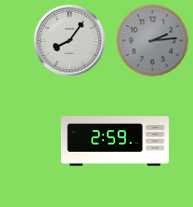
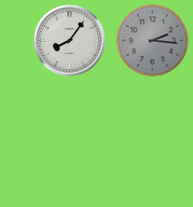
clock at (153, 41): 2:14 -> 2:16
clock at (115, 141): 2:59 -> none
